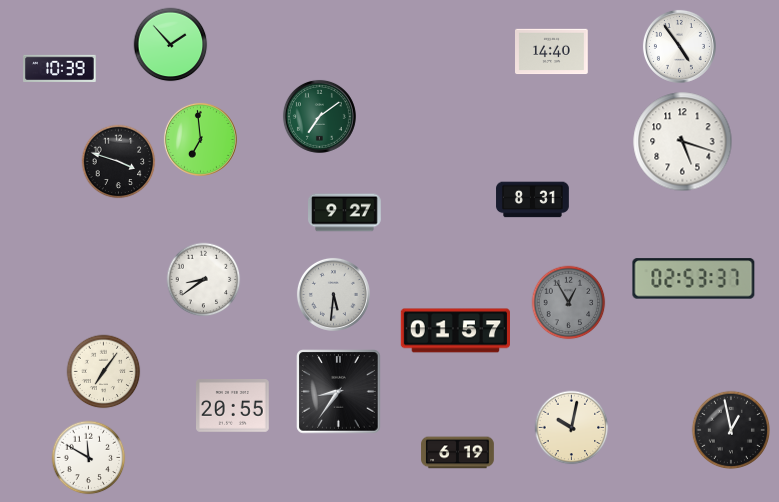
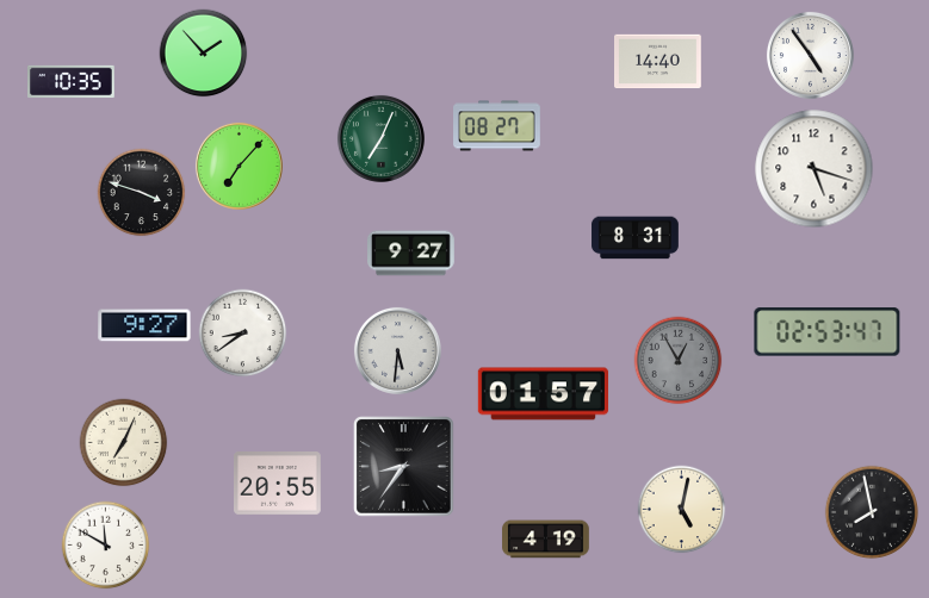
clock at (60, 68): 10:39 -> 10:35
clock at (497, 126): none -> 08:27
clock at (319, 116): 7:09 -> 7:04
clock at (200, 139): 6:59 -> 7:07
clock at (144, 325): none -> 9:27
clock at (694, 279): 02:53:37 -> 02:53:47
clock at (104, 372): 7:06 -> 7:04
clock at (572, 428): 10:02 -> 5:02
clock at (730, 429): 12:58 -> 7:58
clock at (458, 453): 6:19 -> 4:19
